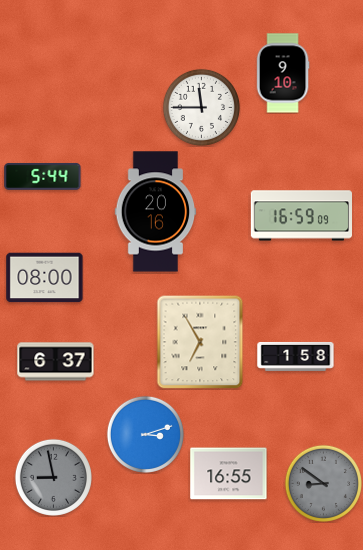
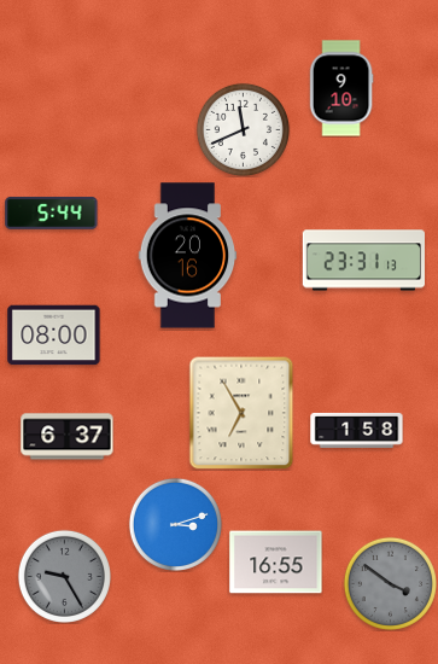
clock at (201, 107): 11:45 -> 11:41
clock at (301, 216): 16:59 -> 23:31
clock at (229, 474) position: (229, 474) -> (276, 563)
clock at (53, 477): 8:58 -> 9:25
clock at (323, 483): 8:51 -> 3:51
